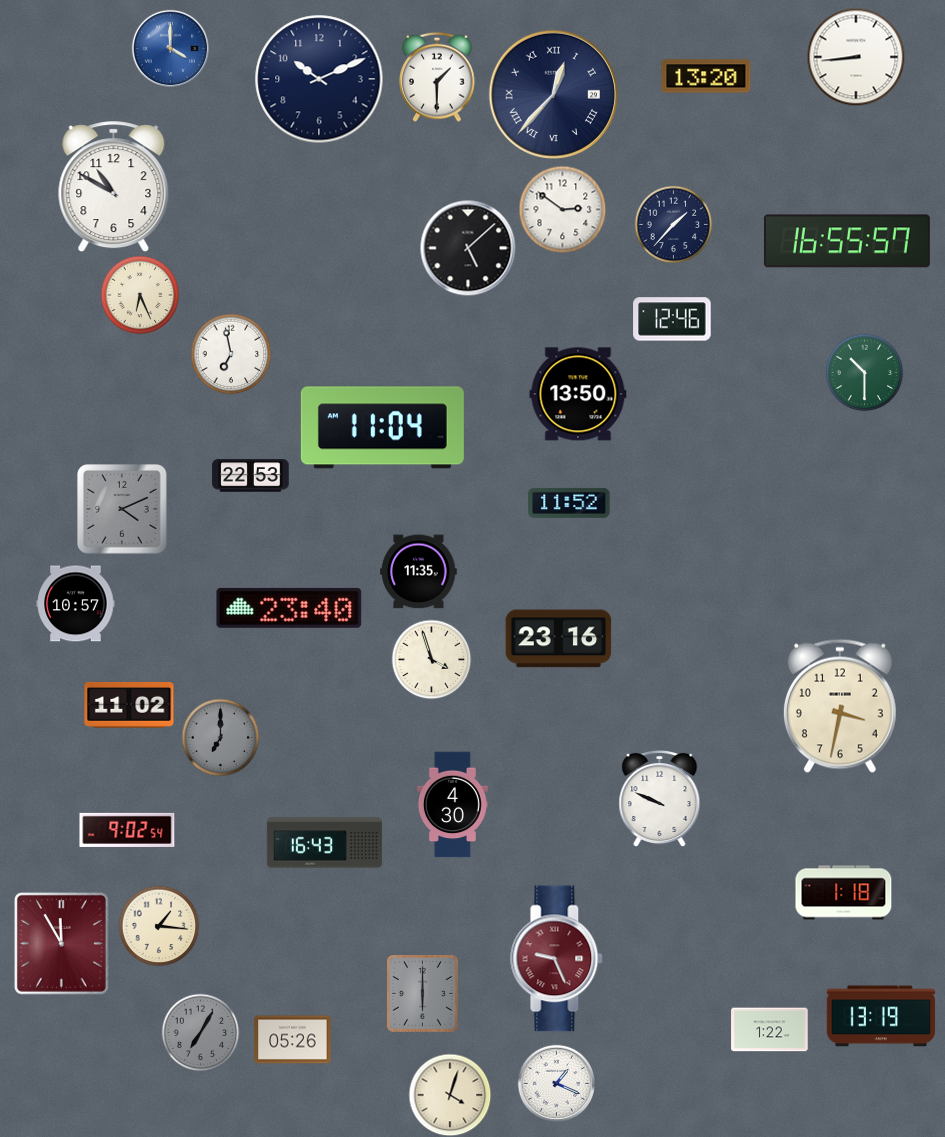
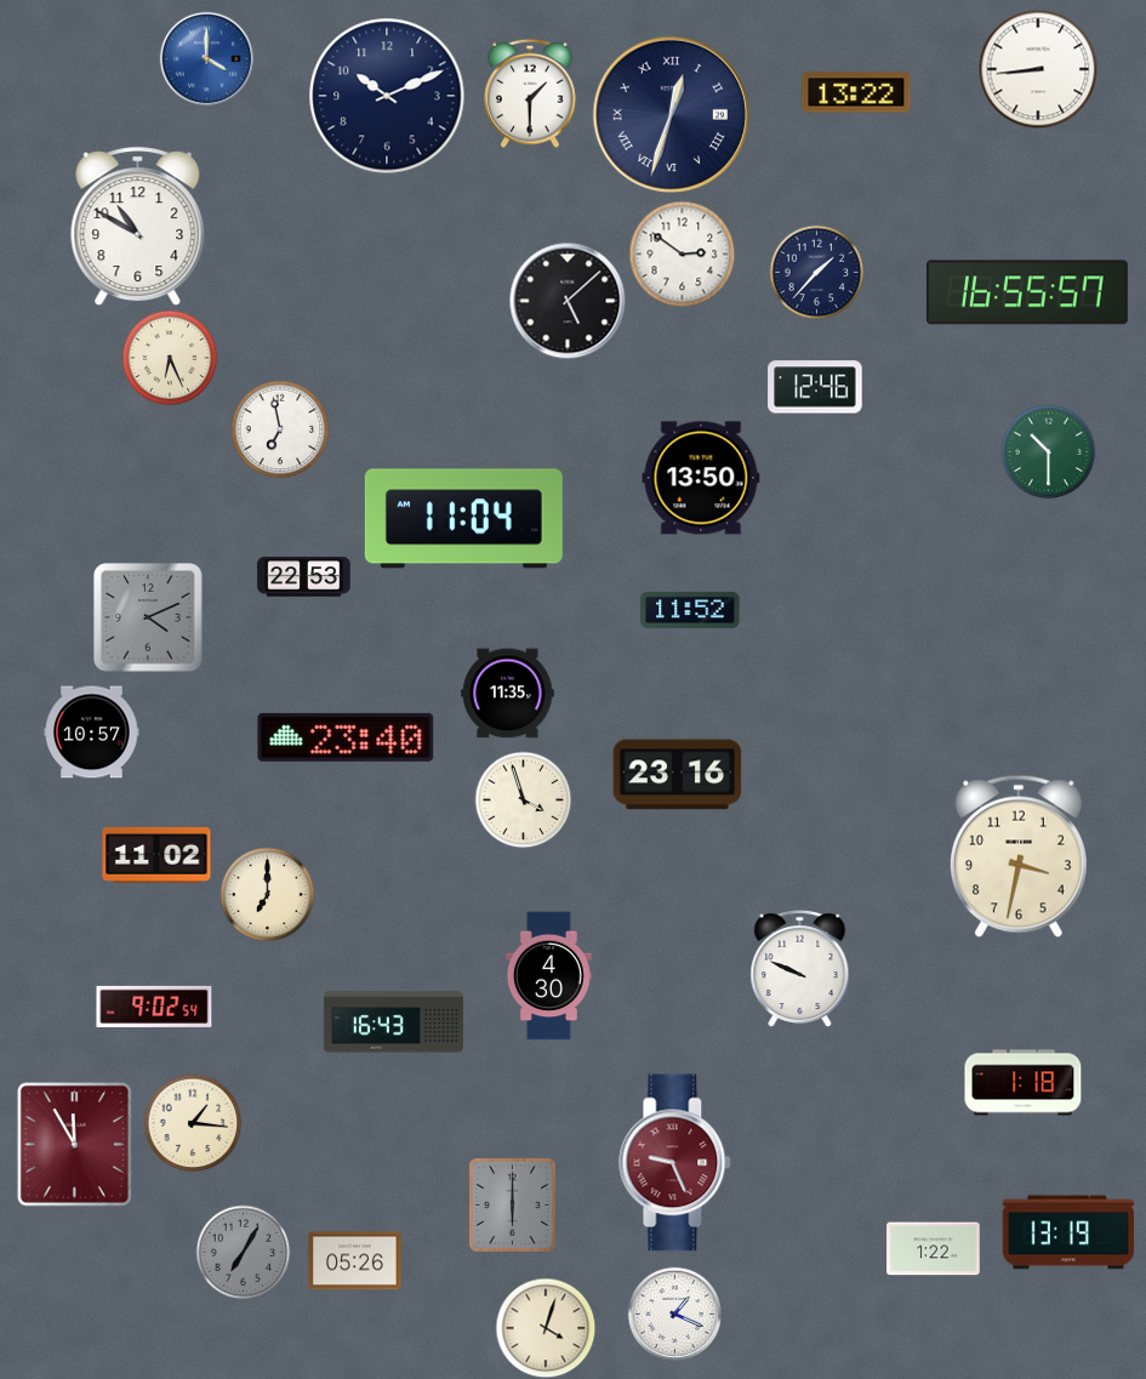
clock at (706, 76): 13:20 -> 13:22
clock at (553, 94): 12:37 -> 12:33
clock at (289, 608) position: (289, 608) -> (346, 737)
clock at (220, 737) dial: grey -> cream
